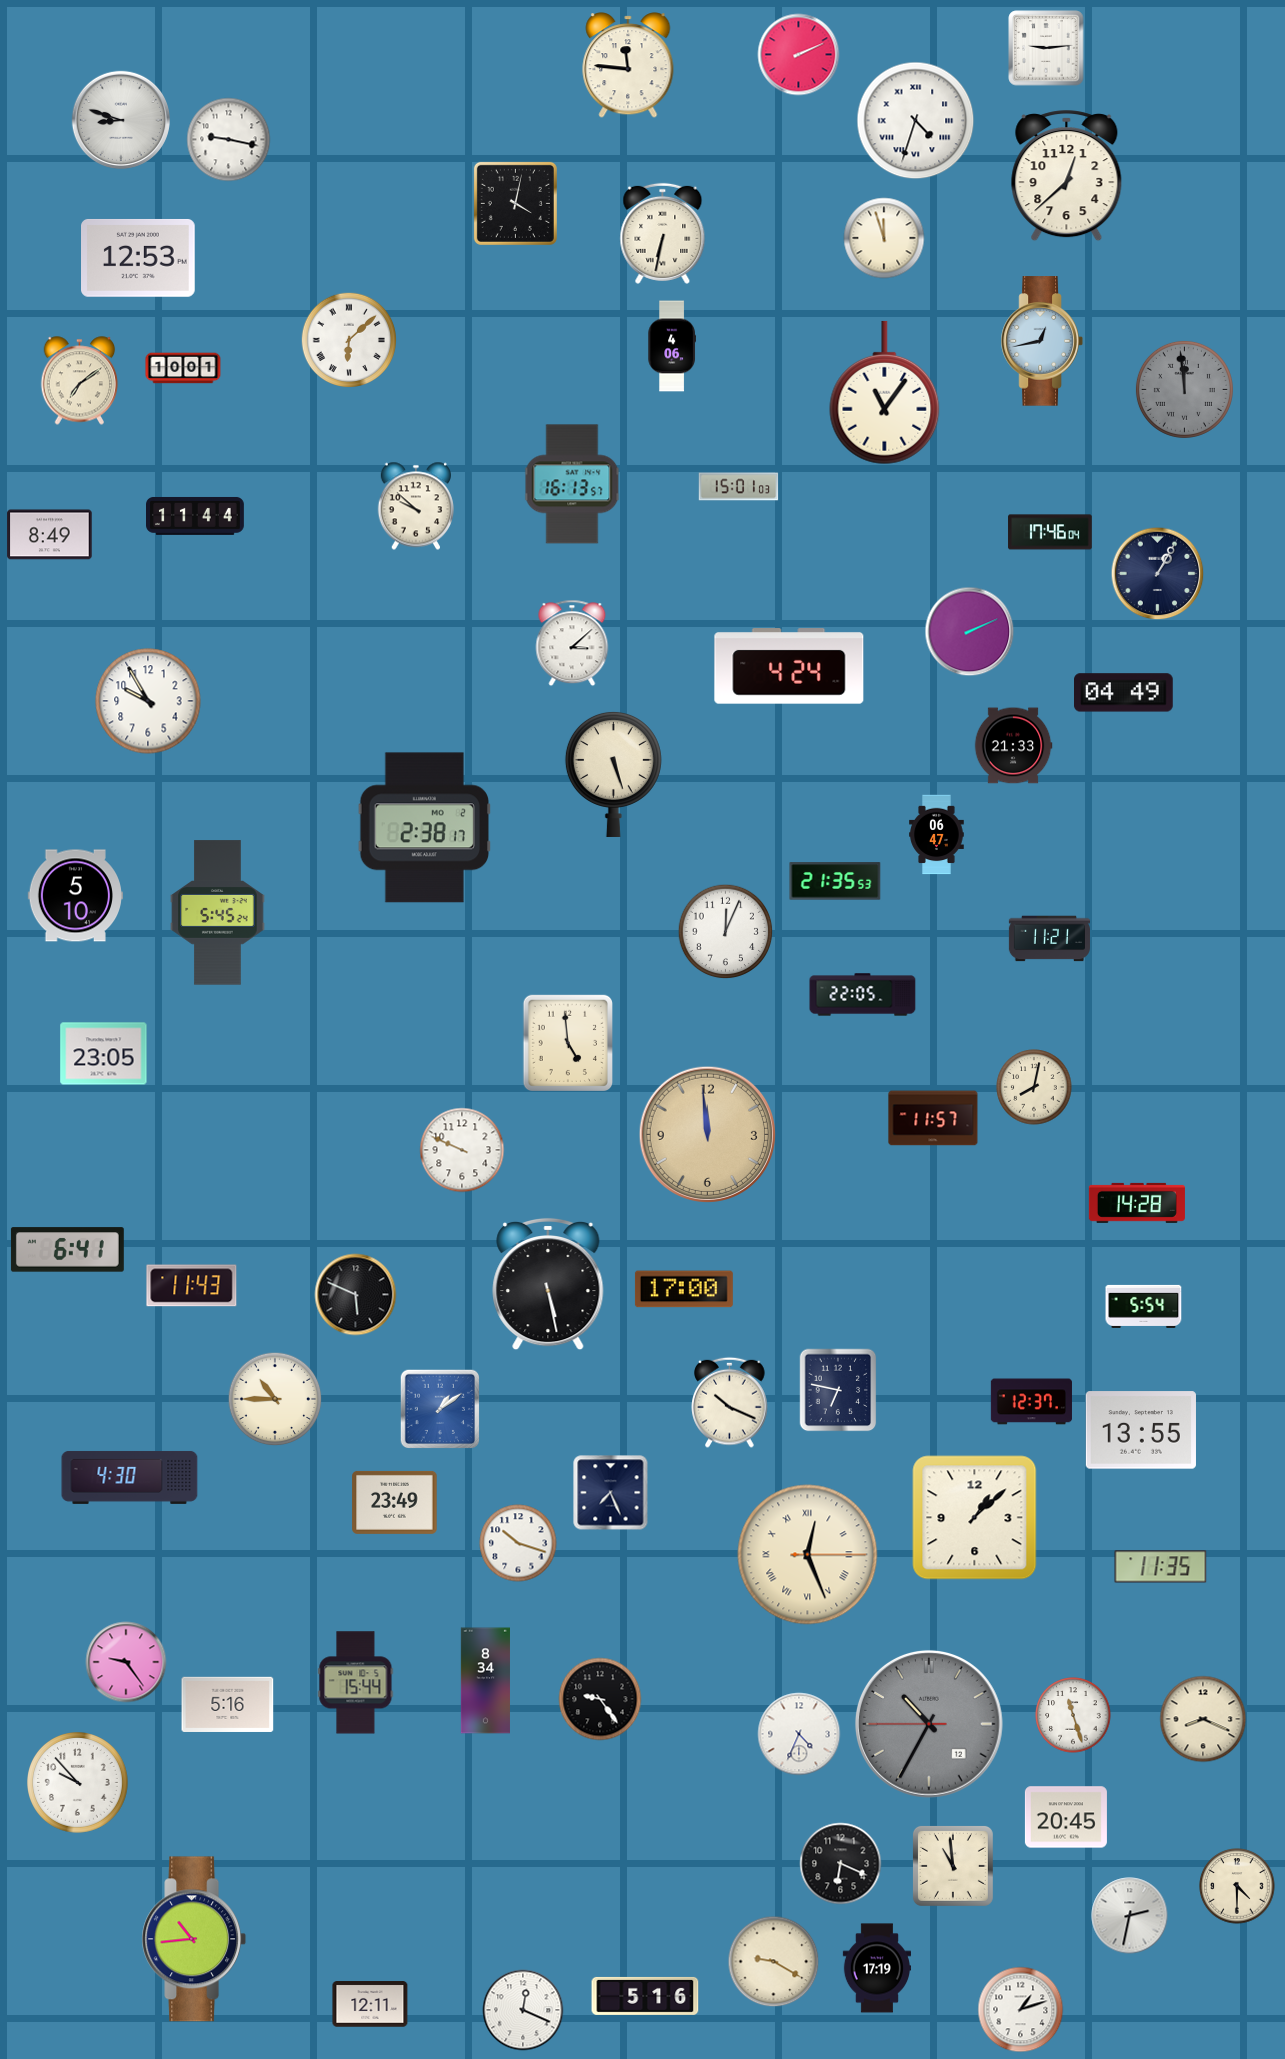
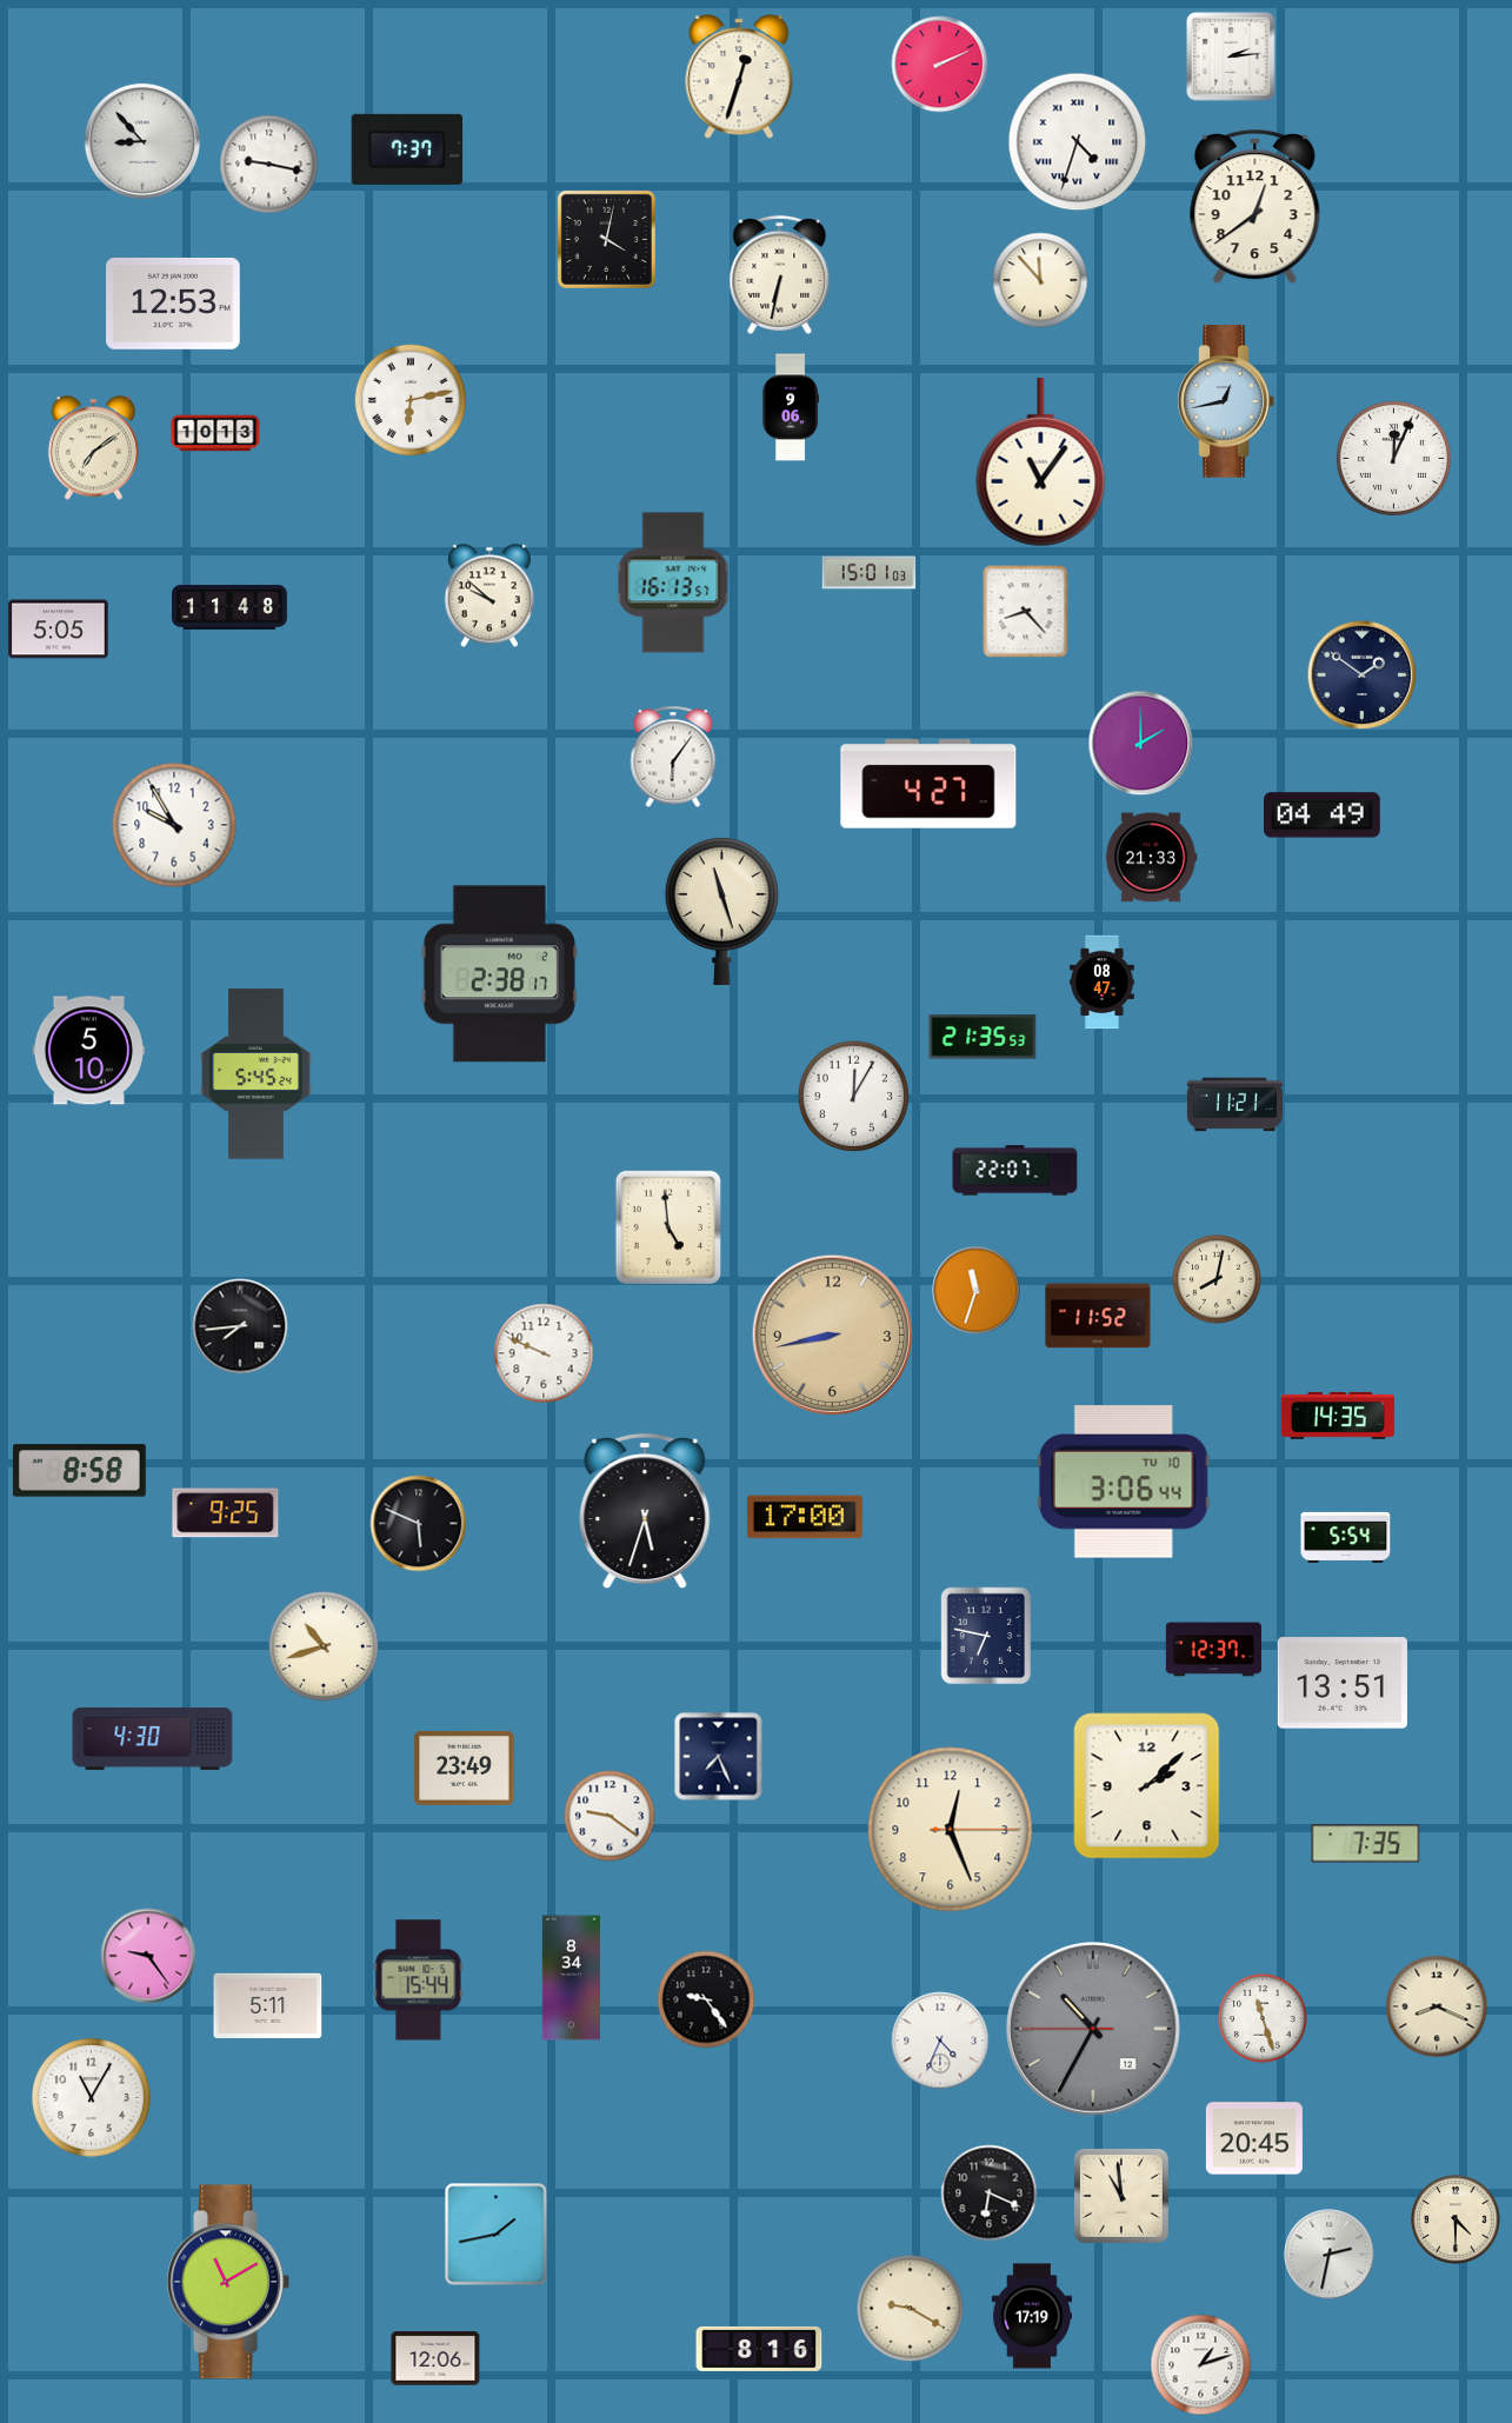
clock at (1046, 48): 9:14 -> 2:14
clock at (628, 65): 11:46 -> 12:33
clock at (121, 120): 8:48 -> 8:53
clock at (407, 149): none -> 7:37
clock at (1067, 176): 12:38 -> 12:39
clock at (884, 238): 11:57 -> 11:53
clock at (139, 258) position: (139, 258) -> (174, 304)
clock at (348, 339): 6:08 -> 6:13
clock at (672, 346): 4:06 -> 9:06
clock at (183, 368): 10:01 -> 10:13
clock at (1184, 389): 11:59 -> 12:04
clock at (1184, 389) dial: grey -> white
clock at (572, 484) position: (572, 484) -> (673, 583)
clock at (196, 516): 11:44 -> 11:48
clock at (1026, 612): none -> 8:23
clock at (1050, 532): 17:46 -> none
clock at (50, 535): 8:49 -> 5:05
clock at (1158, 574): 1:05 -> 1:51
clock at (970, 632): 2:11 -> 2:00
clock at (572, 643): 3:08 -> 6:06
clock at (789, 666): 4:24 -> 4:27
clock at (1013, 746) position: (1013, 746) -> (1151, 858)
clock at (613, 774): 5:27 -> 11:27
clock at (937, 835): 06:47 -> 08:47
clock at (75, 896) position: (75, 896) -> (88, 1051)
clock at (726, 932): 12:04 -> 12:05
clock at (863, 995): 22:05 -> 22:07
clock at (104, 1054): 23:05 -> none
clock at (977, 1291): none -> 11:33
clock at (933, 1118): 11:57 -> 11:52
clock at (240, 1326): none -> 7:44
clock at (707, 1134): 11:59 -> 8:43
clock at (1137, 1203): 14:28 -> 14:35
clock at (67, 1250): 6:41 -> 8:58
clock at (1124, 1482): none -> 3:06
clock at (548, 1284): 5:28 -> 5:33
clock at (192, 1286): 11:43 -> 9:25
clock at (275, 1399): 10:45 -> 10:42
clock at (730, 1402): 10:19 -> none
clock at (439, 1408): 1:09 -> none
clock at (1141, 1430): 13:55 -> 13:51
clock at (975, 1518): 1:08 -> 2:08
clock at (518, 1543): 10:18 -> 9:21
clock at (808, 1555) numerals: Roman -> Arabic
clock at (1161, 1567): 11:35 -> 7:35
clock at (228, 1704): 5:16 -> 5:11
clock at (1203, 1719) position: (1203, 1719) -> (1437, 2006)
clock at (78, 1783): 9:53 -> 11:05
clock at (497, 2235): none -> 1:43
clock at (194, 1939): 10:44 -> 11:10
clock at (645, 1996): 5:16 -> 8:16
clock at (370, 2004): 12:11 -> 12:06
clock at (523, 2010): 12:19 -> none
